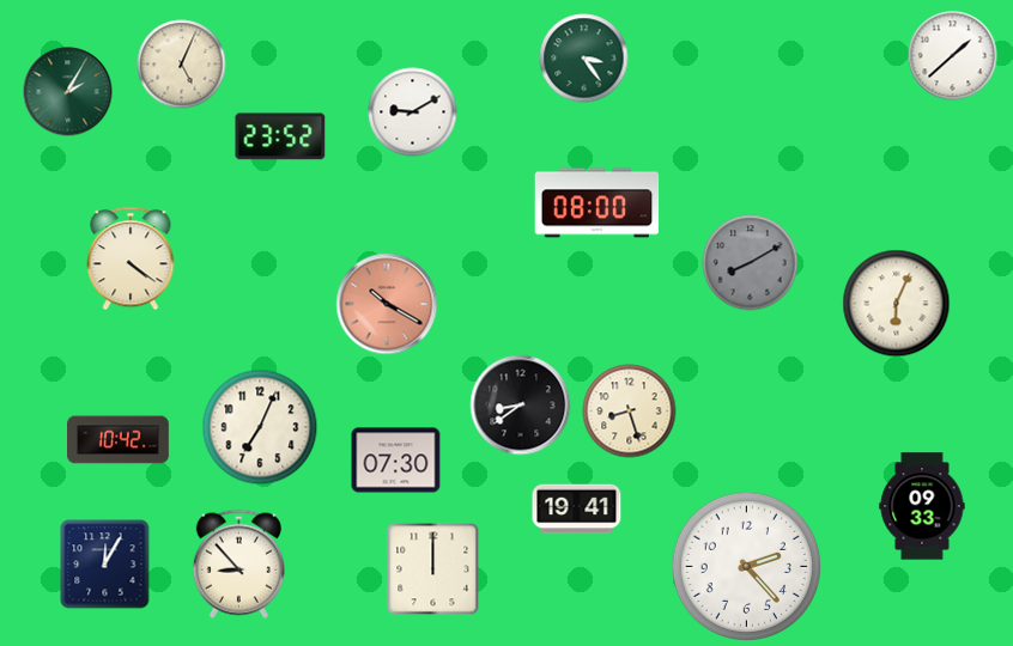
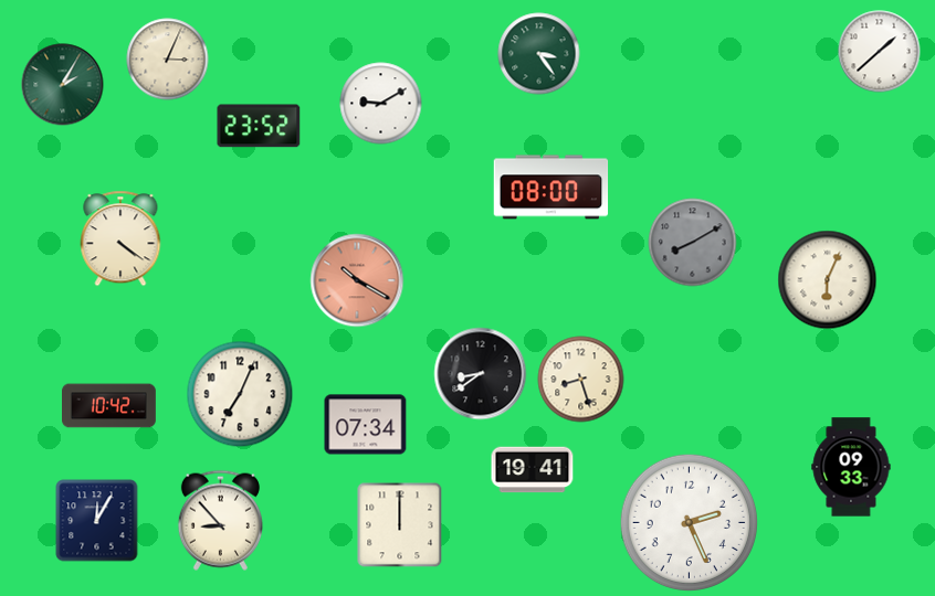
clock at (182, 65): 5:04 -> 3:04
clock at (396, 461): 07:30 -> 07:34
clock at (746, 566): 2:23 -> 2:26
